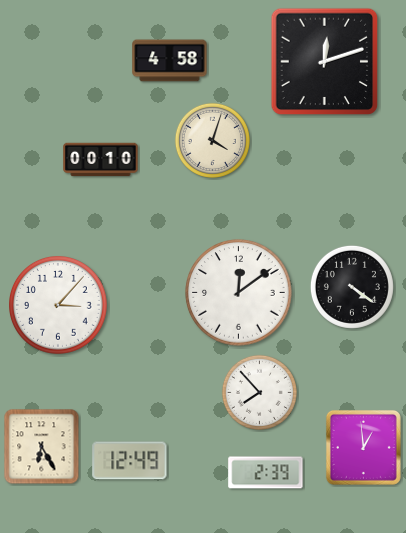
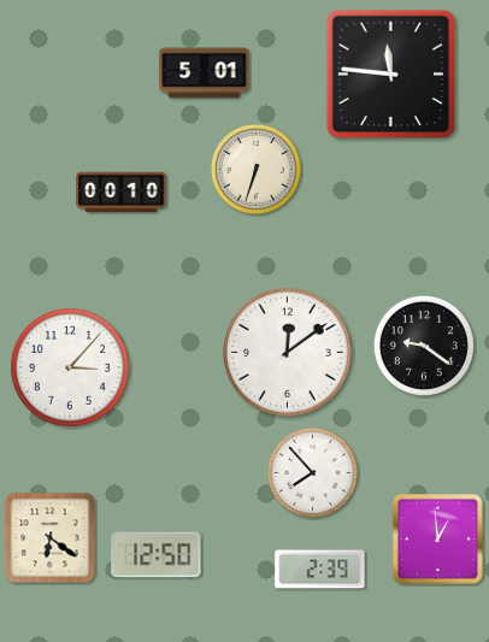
clock at (170, 61): 4:58 -> 5:01
clock at (325, 62): 12:12 -> 11:46
clock at (212, 140): 4:03 -> 6:33
clock at (352, 287): 4:21 -> 9:21
clock at (42, 447): 6:25 -> 6:21
clock at (130, 461): 12:49 -> 12:50
